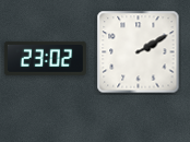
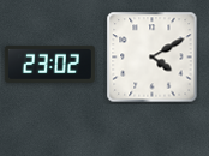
clock at (139, 52): 2:10 -> 4:10
